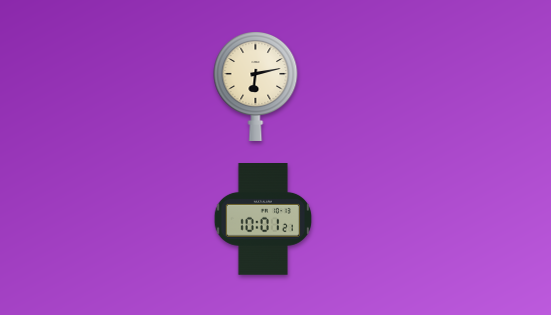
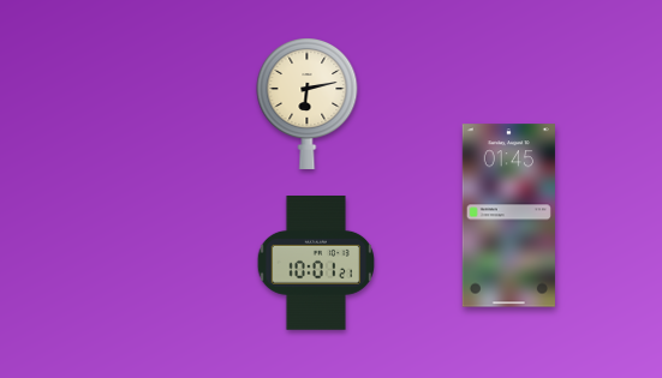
clock at (508, 216): none -> 01:45
